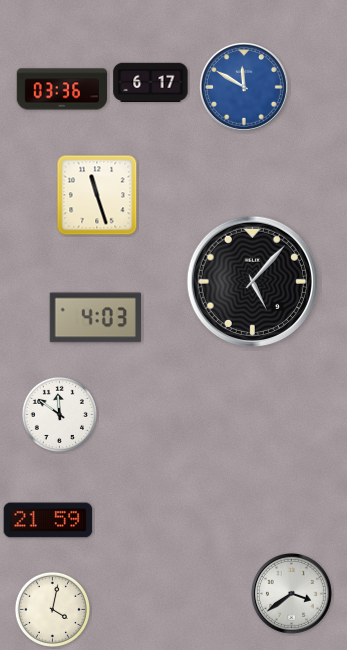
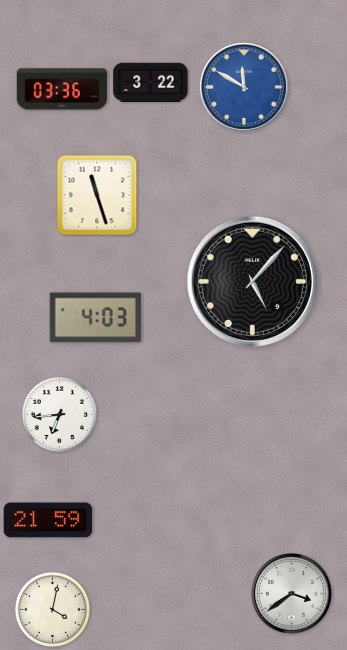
clock at (151, 83): 6:17 -> 3:22
clock at (59, 414): 11:51 -> 6:44
